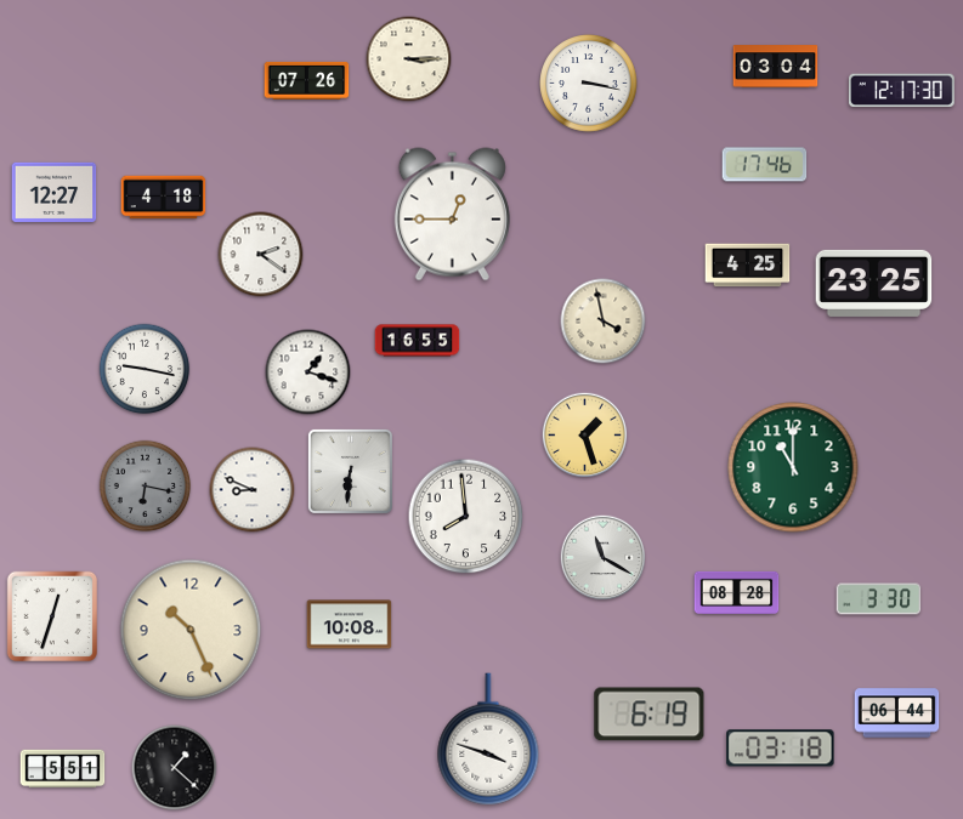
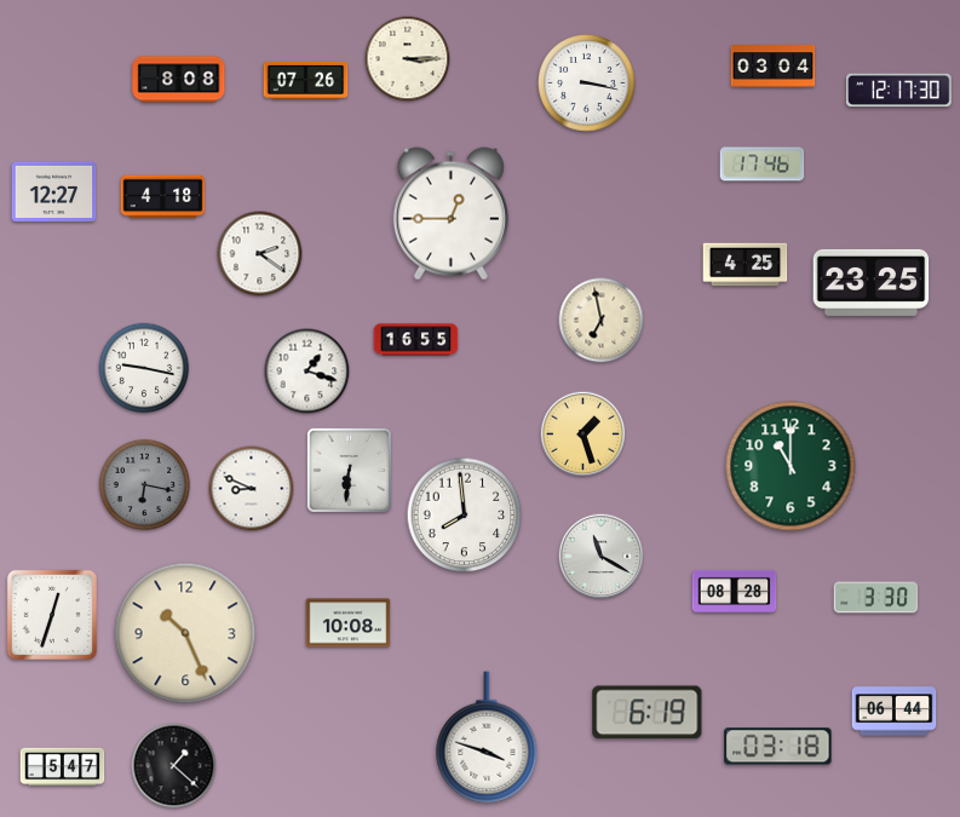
clock at (179, 80): none -> 8:08
clock at (604, 322): 3:58 -> 6:58
clock at (191, 630) position: (191, 630) -> (185, 633)
clock at (63, 769): 5:51 -> 5:47
